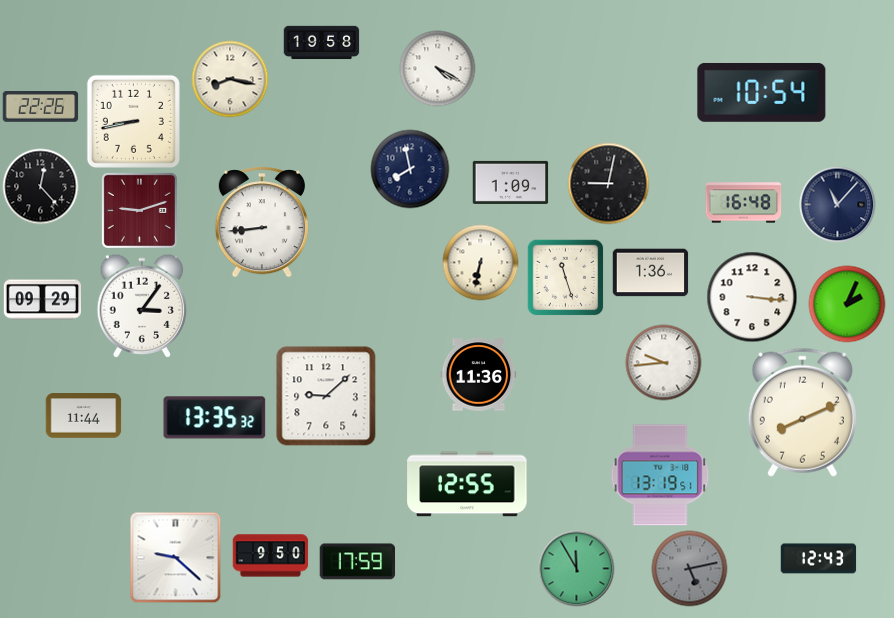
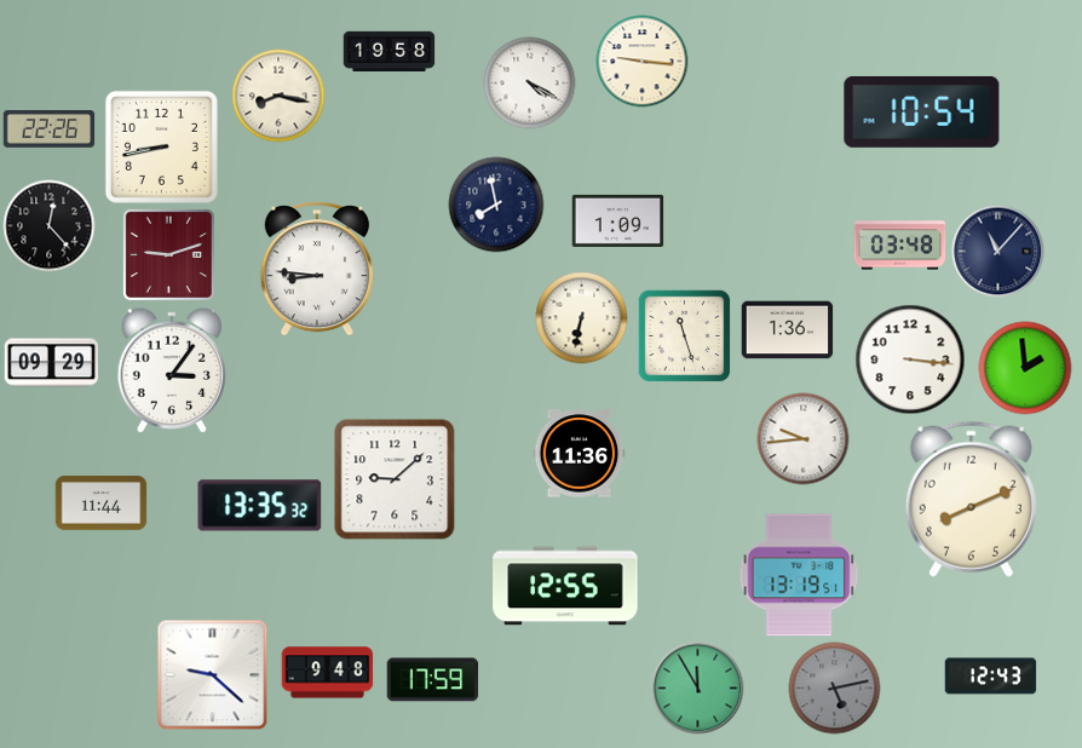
clock at (643, 62): none -> 9:16
clock at (609, 184): 9:02 -> none
clock at (744, 203): 16:48 -> 03:48
clock at (838, 205) position: (838, 205) -> (998, 252)
clock at (262, 223): 8:44 -> 8:46
clock at (847, 304): 2:04 -> 1:59
clock at (271, 556): 9:50 -> 9:48
